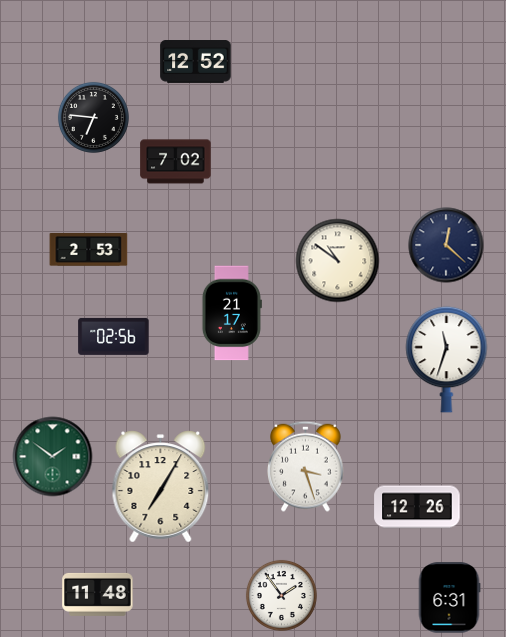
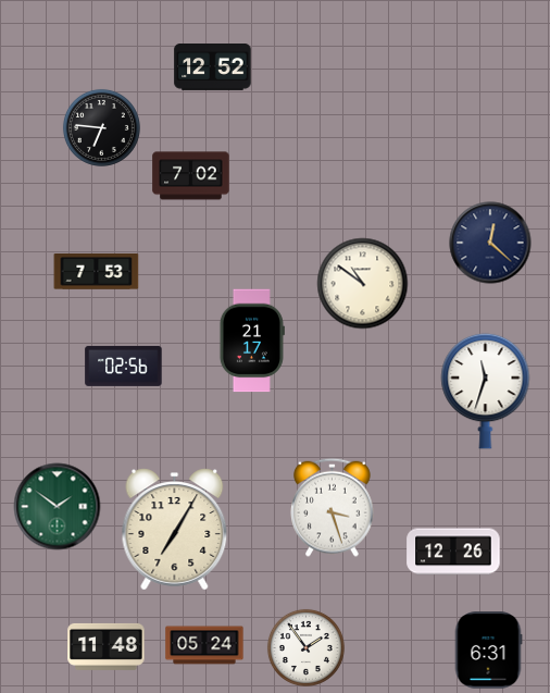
clock at (446, 245) position: (446, 245) -> (490, 243)
clock at (89, 250): 2:53 -> 7:53
clock at (338, 261) position: (338, 261) -> (363, 284)
clock at (53, 457) position: (53, 457) -> (58, 507)
clock at (204, 645): none -> 05:24
